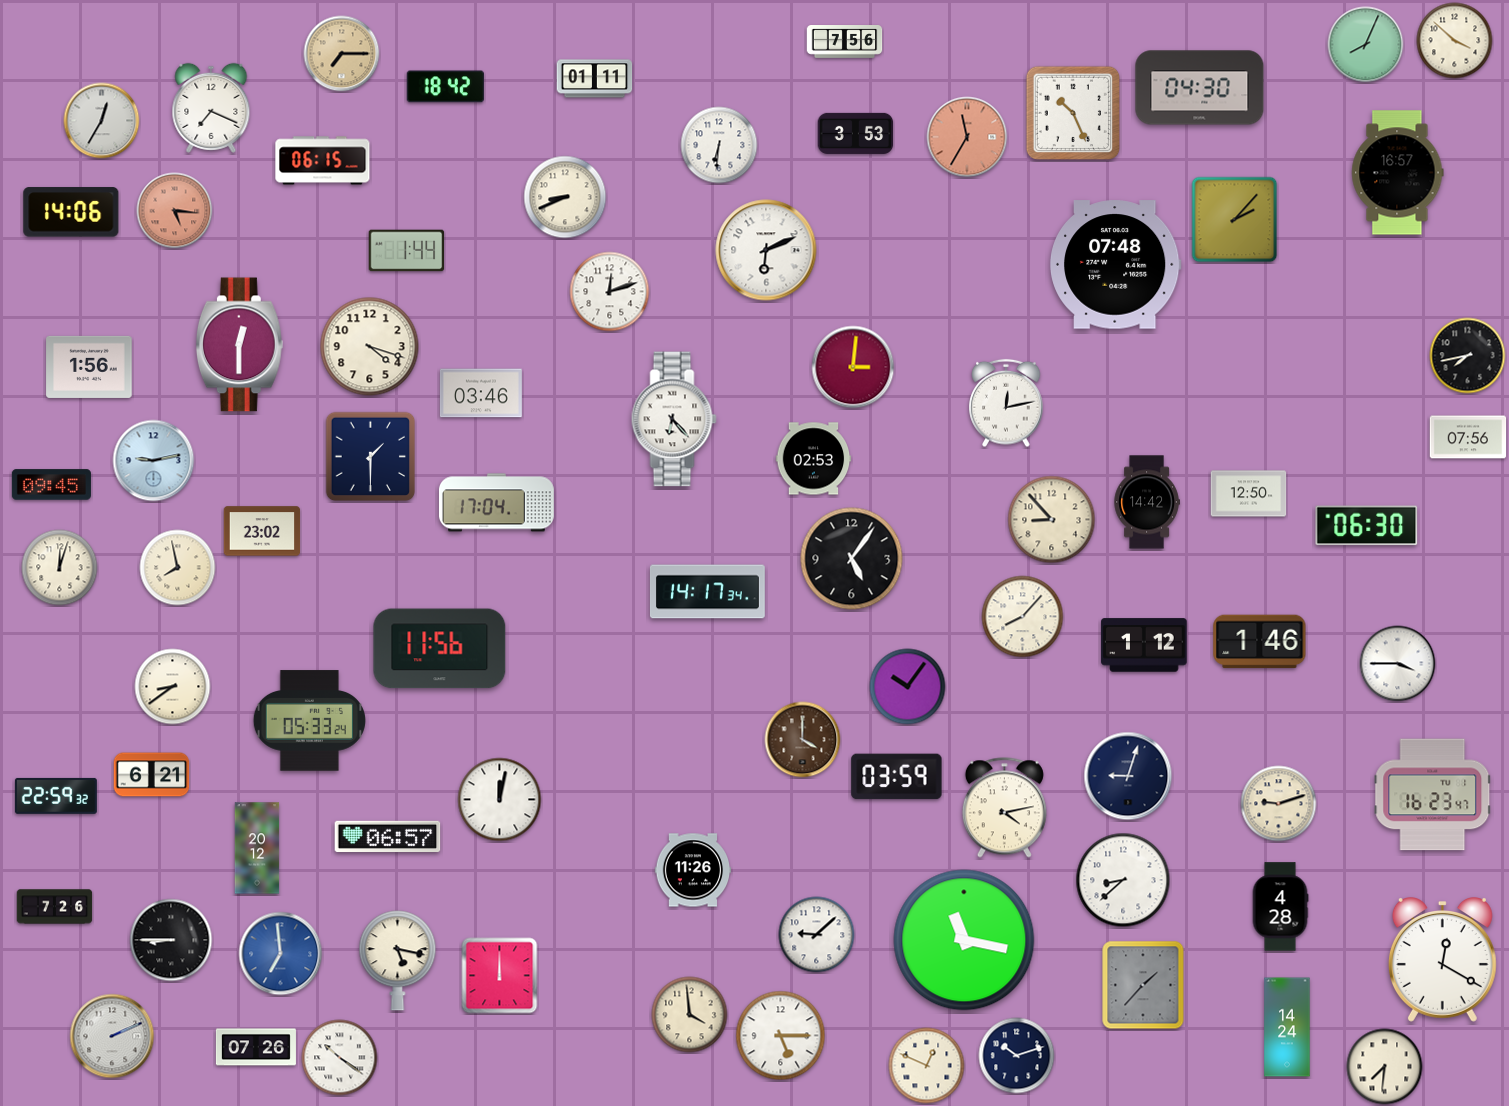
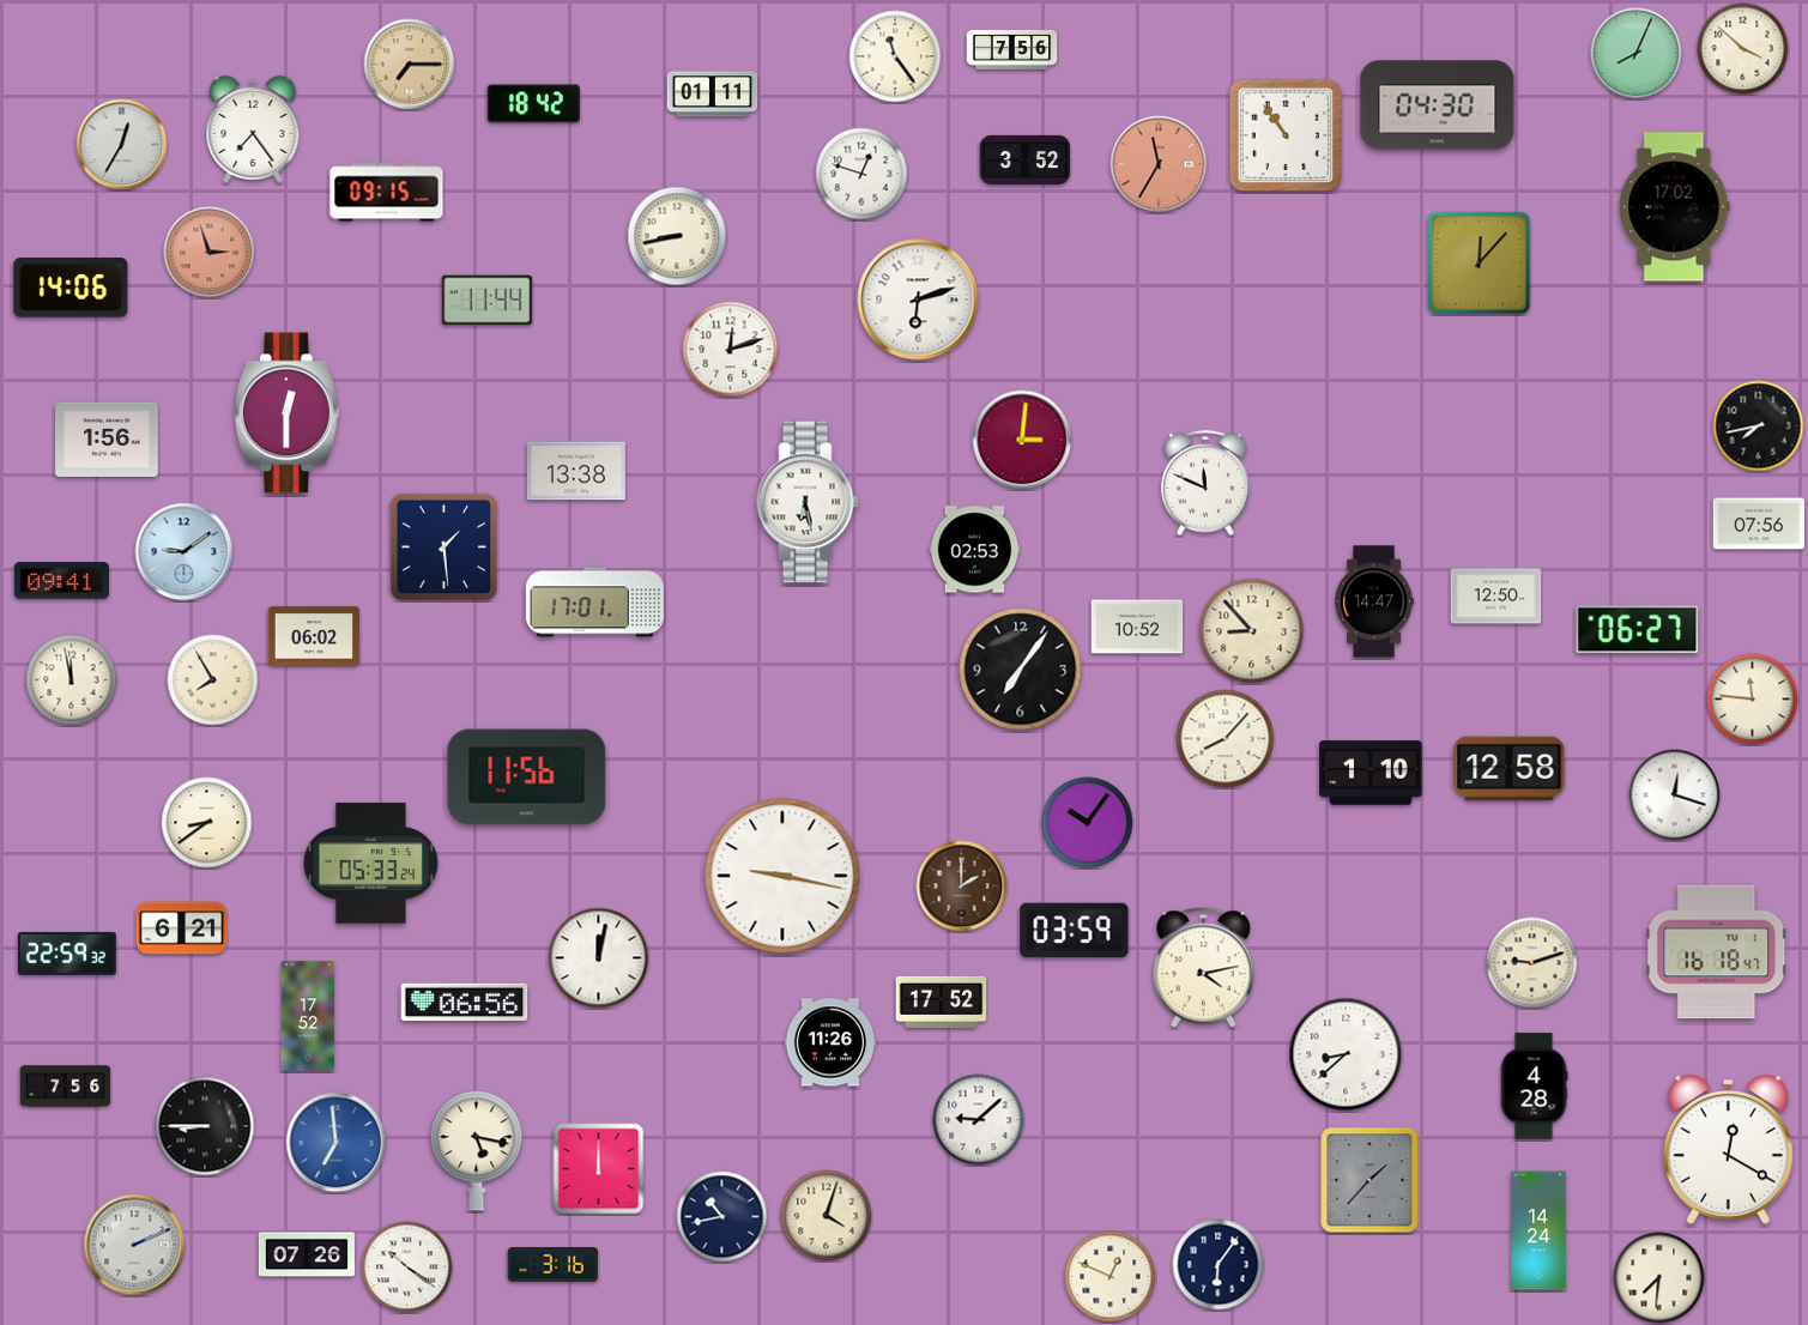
clock at (895, 56): none -> 11:24
clock at (211, 108): 7:19 -> 7:24
clock at (1073, 113): 10:26 -> 10:54
clock at (856, 133): 3:53 -> 3:52
clock at (719, 145): 6:31 -> 12:48
clock at (323, 161): 06:15 -> 09:15
clock at (1398, 173): 16:57 -> 17:02
clock at (565, 197): 8:41 -> 8:43
clock at (175, 211): 5:16 -> 2:57
clock at (71, 212) position: (71, 212) -> (71, 288)
clock at (1235, 220): 2:07 -> 12:07
clock at (766, 250): 6:11 -> 6:12
clock at (407, 251): 1:44 -> 11:44
clock at (1115, 265): 07:48 -> none
clock at (370, 347): 4:18 -> none
clock at (481, 393): 03:46 -> 13:38
clock at (1006, 403): 12:13 -> 11:49
clock at (674, 419): 6:23 -> 6:28
clock at (371, 457): 1:30 -> 1:29
clock at (154, 461): 9:13 -> 9:09
clock at (51, 485): 09:45 -> 09:41
clock at (1249, 494) position: (1249, 494) -> (1496, 597)
clock at (1147, 502): 14:42 -> 14:47
clock at (496, 503): 17:04 -> 17:01
clock at (1052, 520) position: (1052, 520) -> (1252, 631)
clock at (1137, 627): none -> 10:52
clock at (1367, 526): 06:30 -> 06:27
clock at (262, 531): 23:02 -> 06:02
clock at (852, 559): 5:06 -> 7:06
clock at (60, 568): 12:03 -> 11:58
clock at (178, 568): 7:58 -> 7:55
clock at (1753, 700): none -> 11:46
clock at (707, 592): 14:17 -> none
clock at (1260, 642): 1:46 -> 12:58
clock at (1144, 645): 1:12 -> 1:10
clock at (1398, 664): 3:45 -> 12:18
clock at (782, 876): none -> 9:17
clock at (803, 740): 4:00 -> 2:00
clock at (1128, 776): 9:03 -> none
clock at (1433, 795): 16:23 -> 16:18
clock at (942, 1002): none -> 17:52
clock at (388, 837): 06:57 -> 06:56
clock at (257, 848): 20:12 -> 17:52
clock at (55, 907): 7:26 -> 7:56
clock at (964, 940): 11:17 -> none
clock at (690, 1015): 3:59 -> 4:03
clock at (722, 1217): none -> 10:43
clock at (1287, 1027) position: (1287, 1027) -> (1538, 1230)
clock at (112, 1036) position: (112, 1036) -> (134, 1245)
clock at (781, 1036): 5:15 -> none
clock at (554, 1264): none -> 3:16
clock at (1017, 1056): 10:12 -> 6:06
